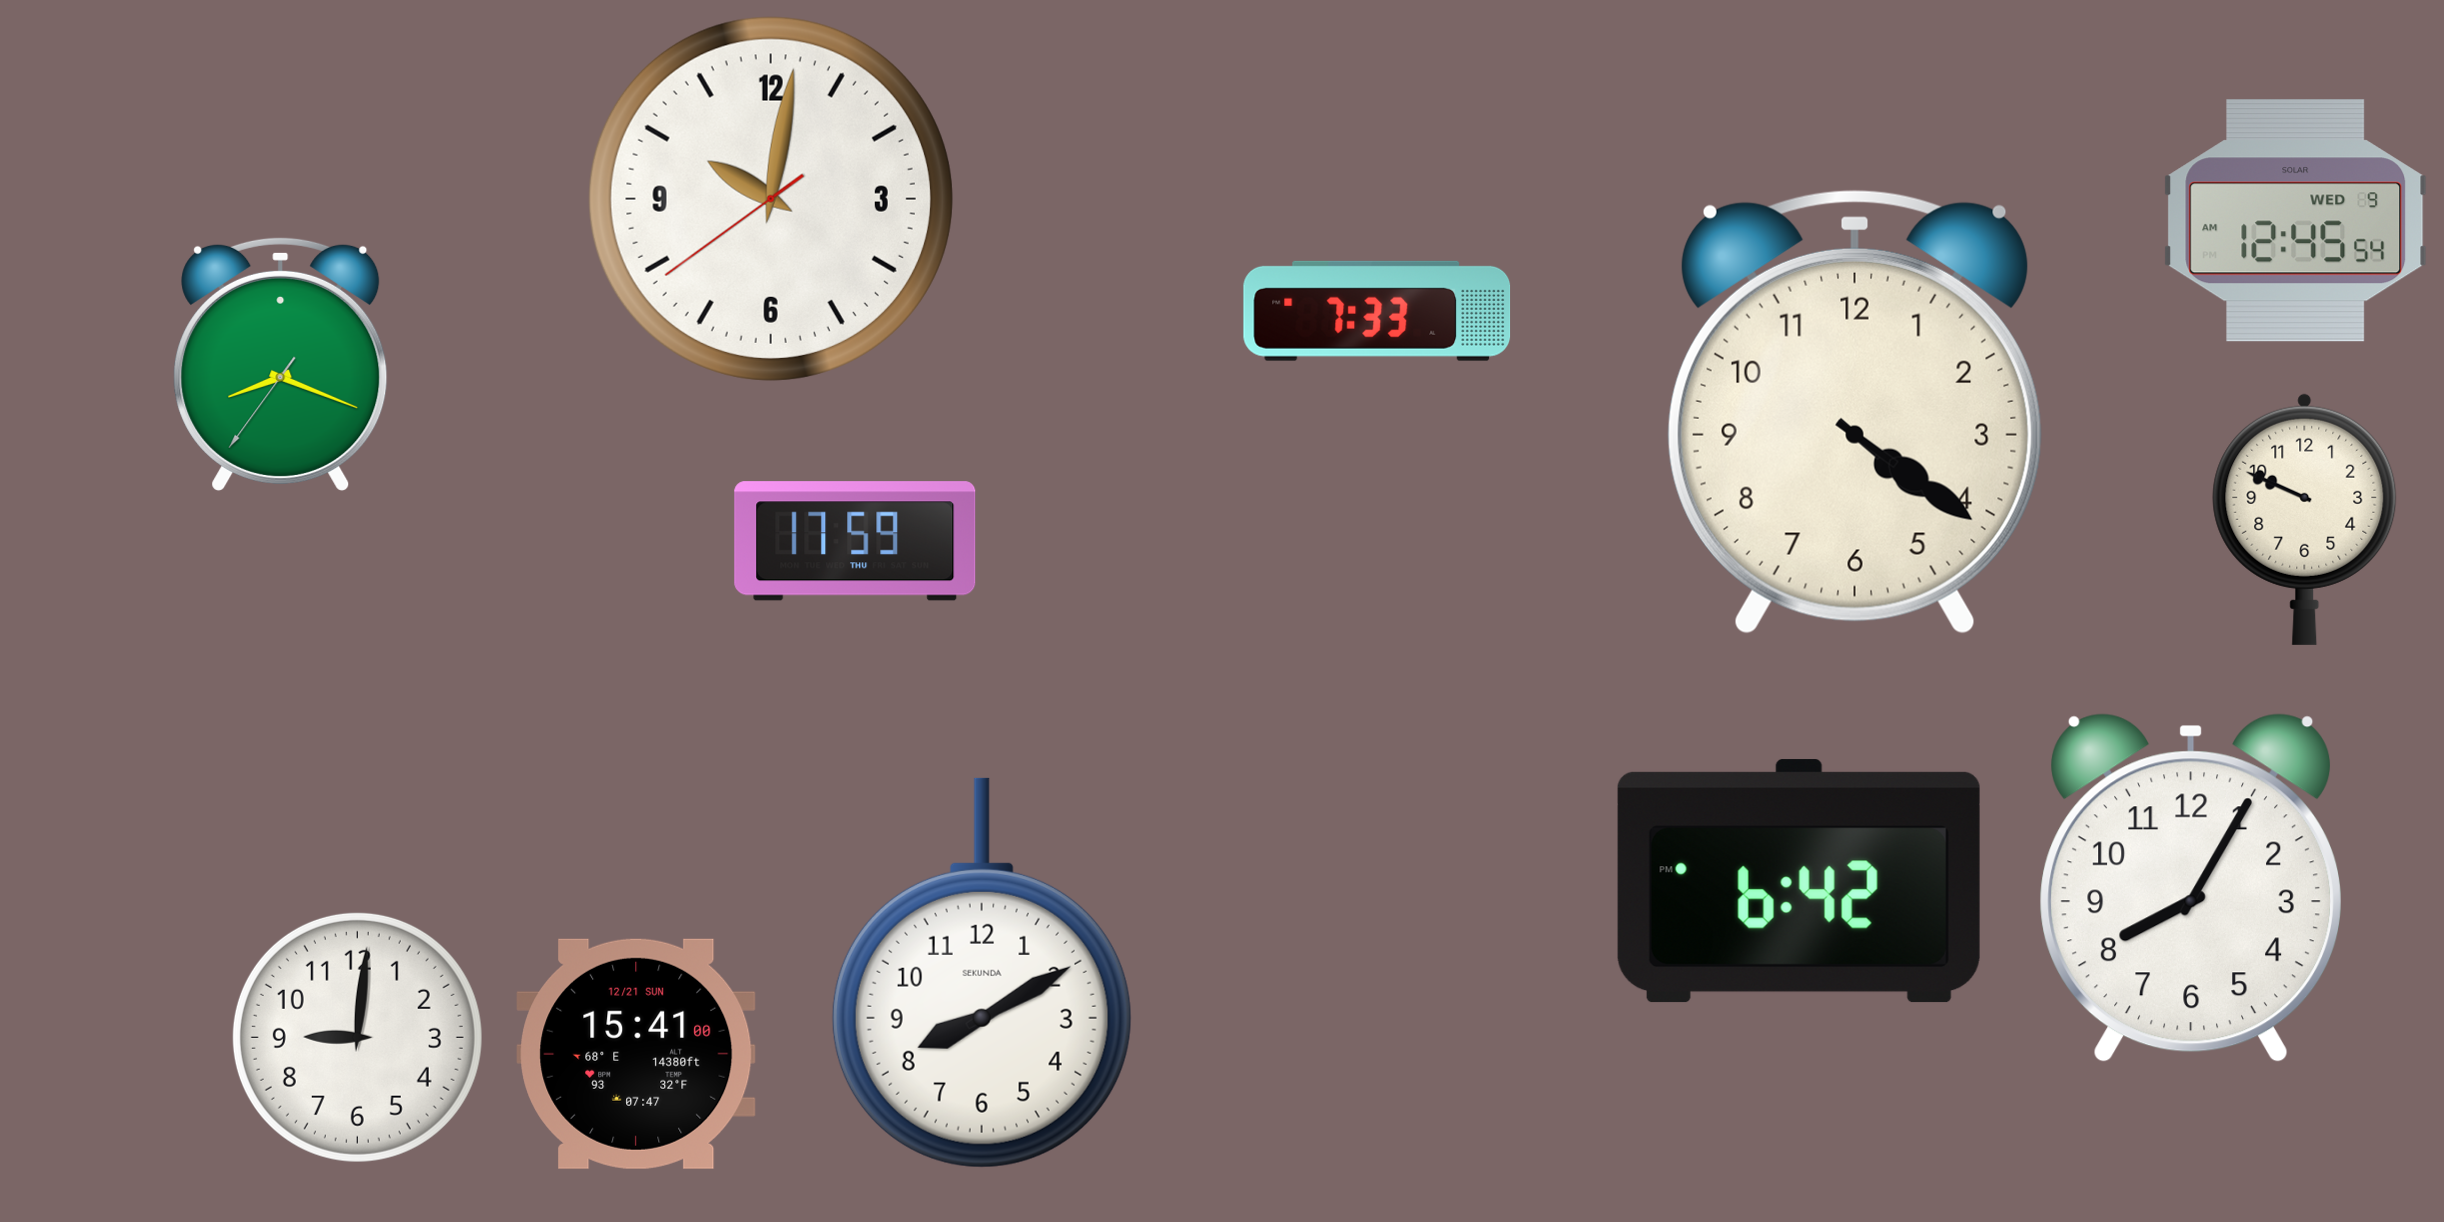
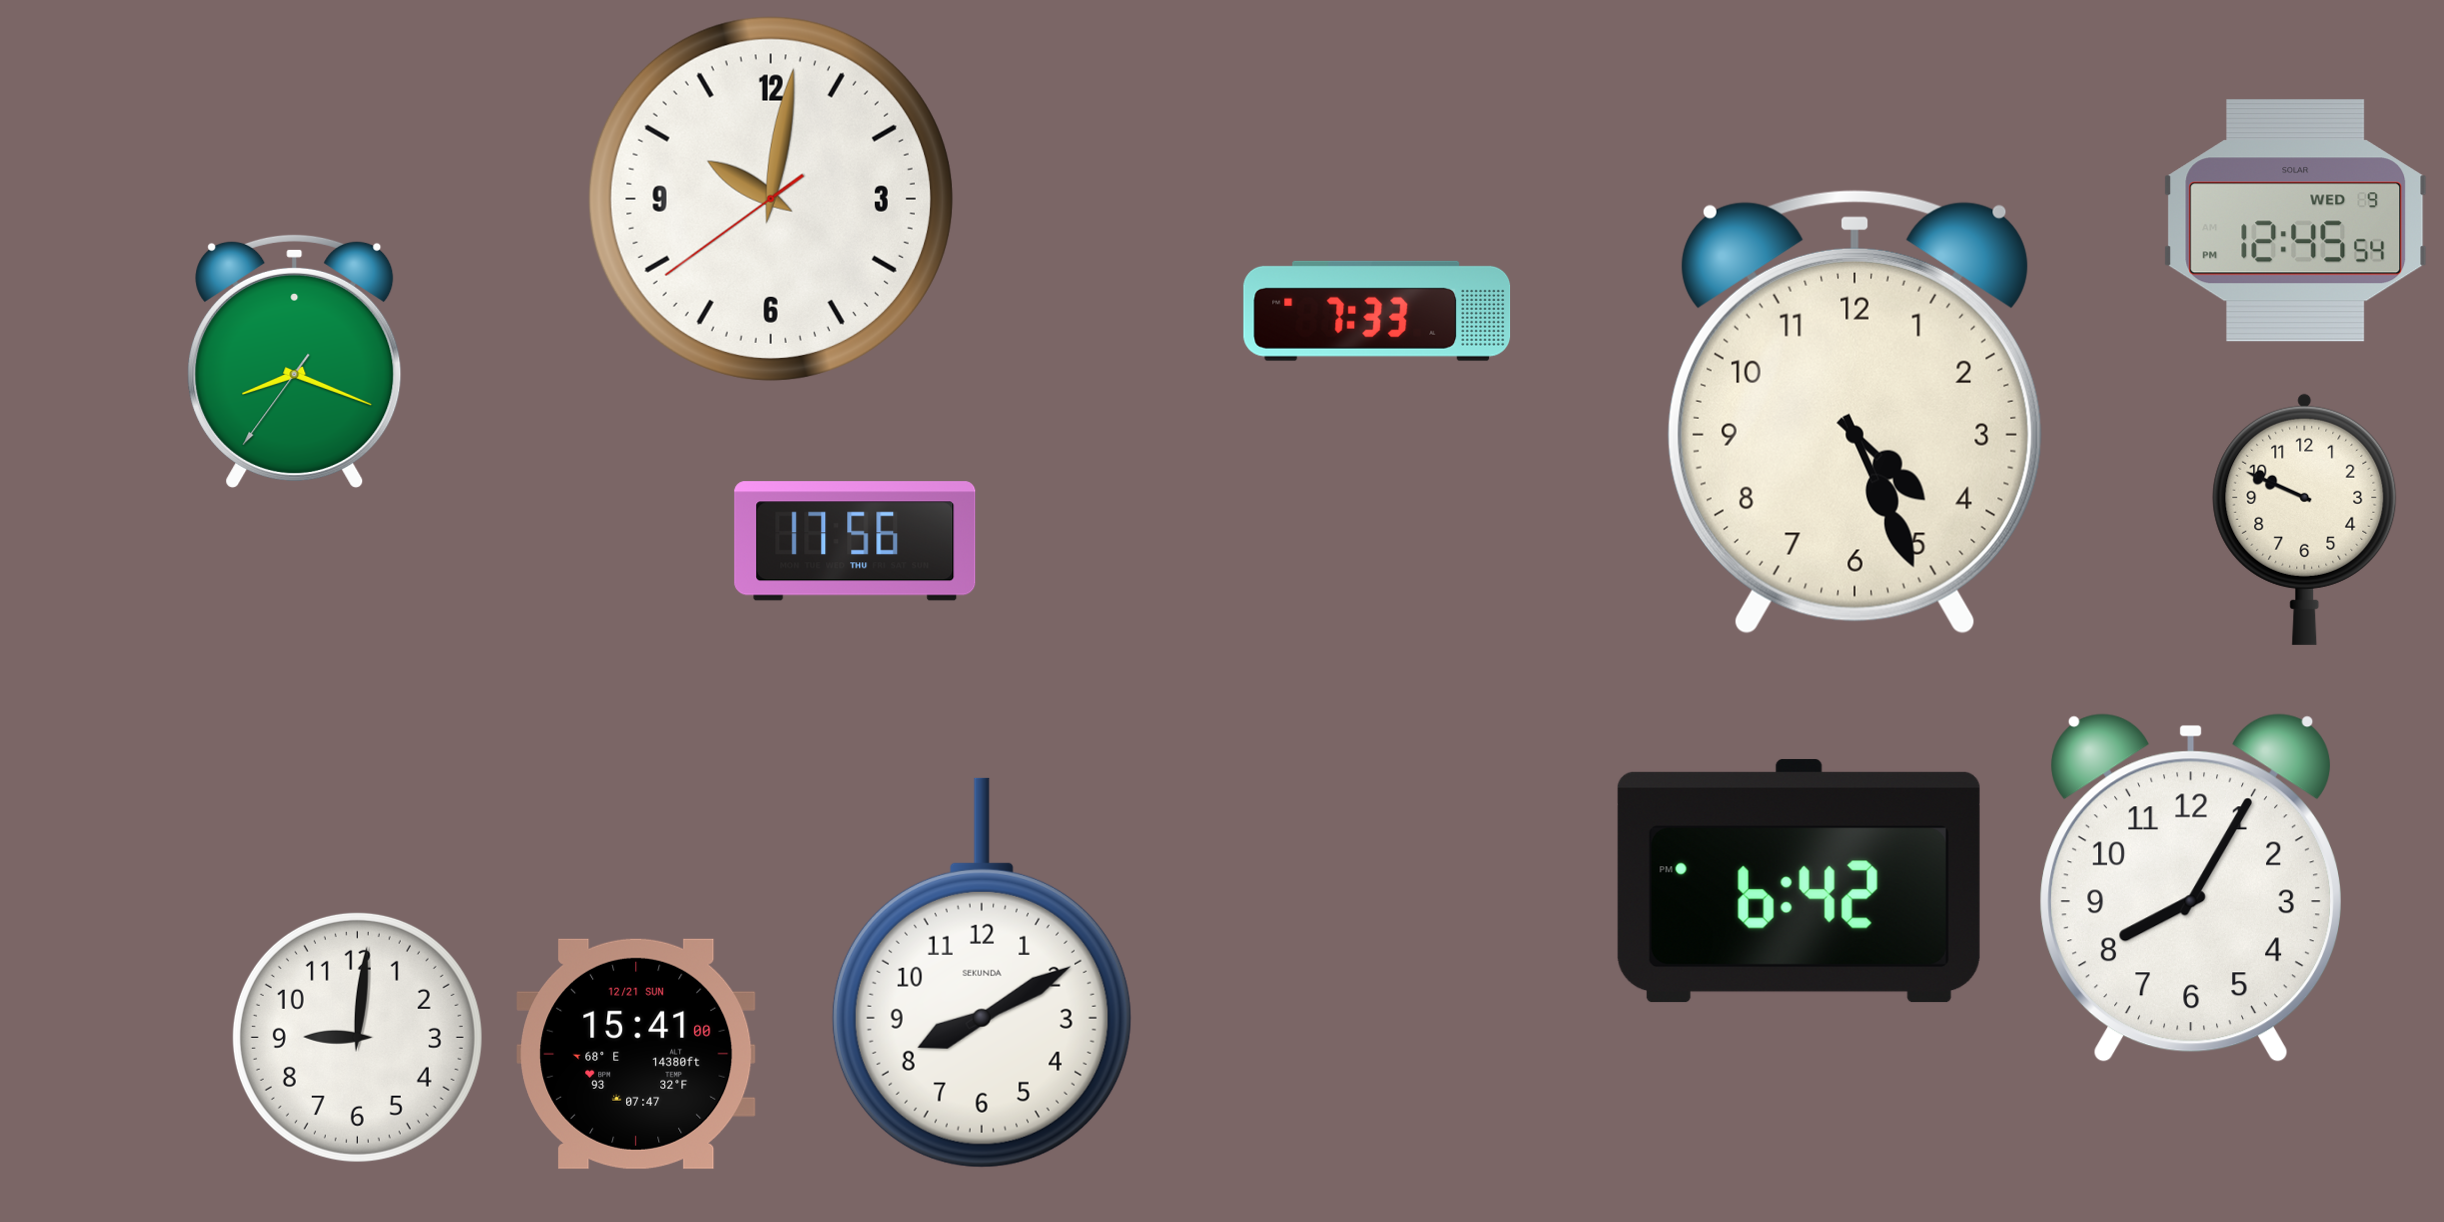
clock at (2296, 221): 12:45:54 AM -> 12:45:54 PM
clock at (281, 364) position: (281, 364) -> (295, 361)
clock at (1855, 412): 4:21 -> 4:26
clock at (855, 541): 17:59 -> 17:56
